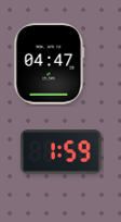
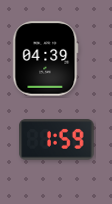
clock at (50, 64): 04:47 -> 04:39
